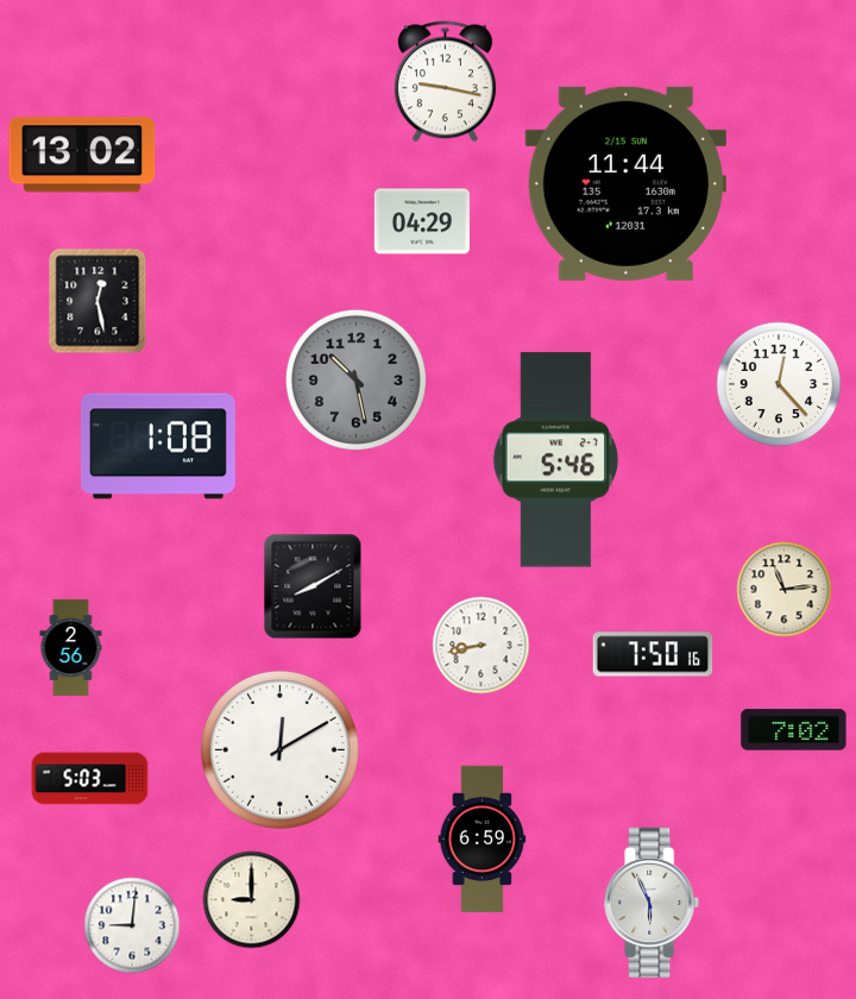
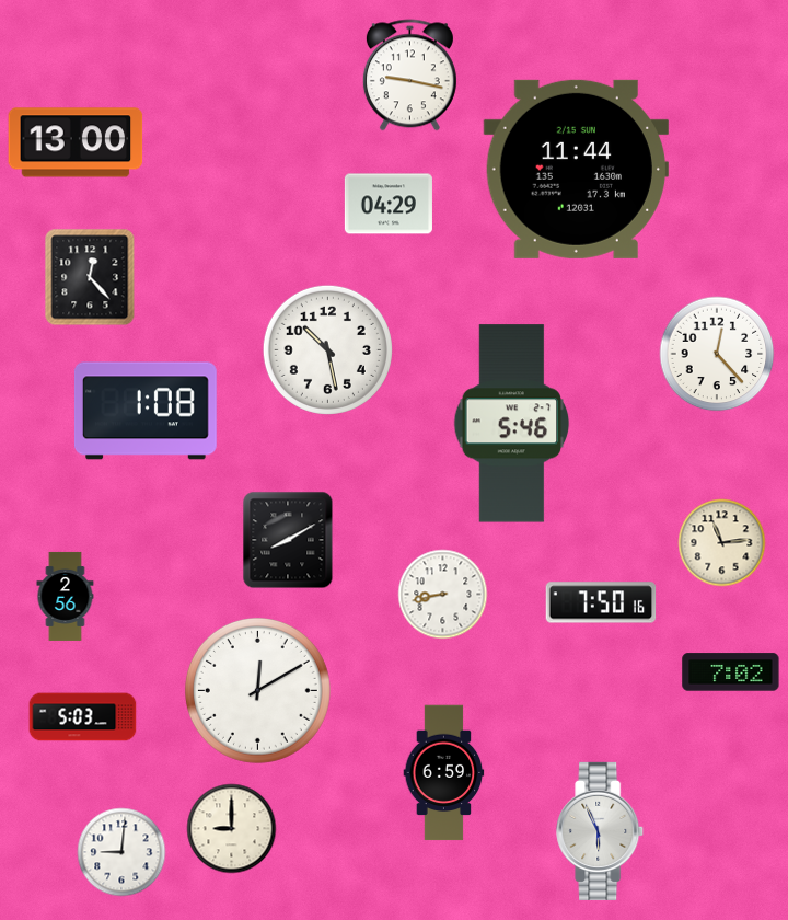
clock at (82, 155): 13:02 -> 13:00
clock at (97, 301): 12:28 -> 12:23
clock at (355, 379) dial: grey -> white
